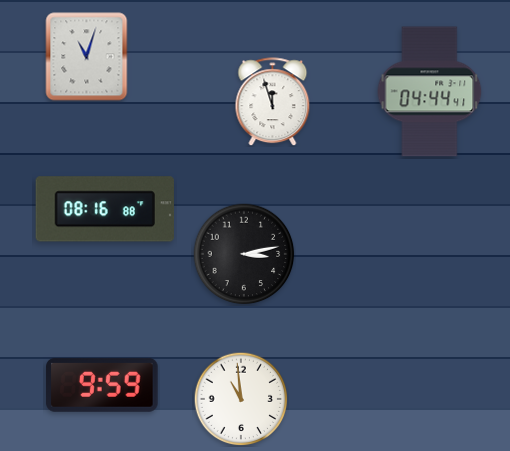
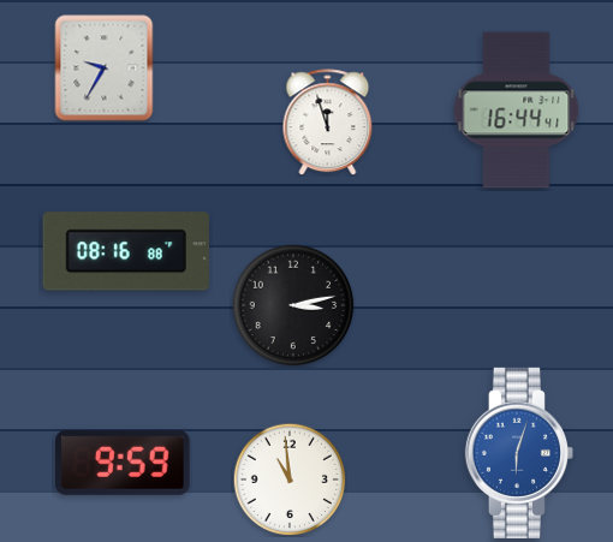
clock at (87, 57): 11:03 -> 9:35
clock at (430, 92): 04:44 -> 16:44
clock at (519, 453): none -> 6:03
